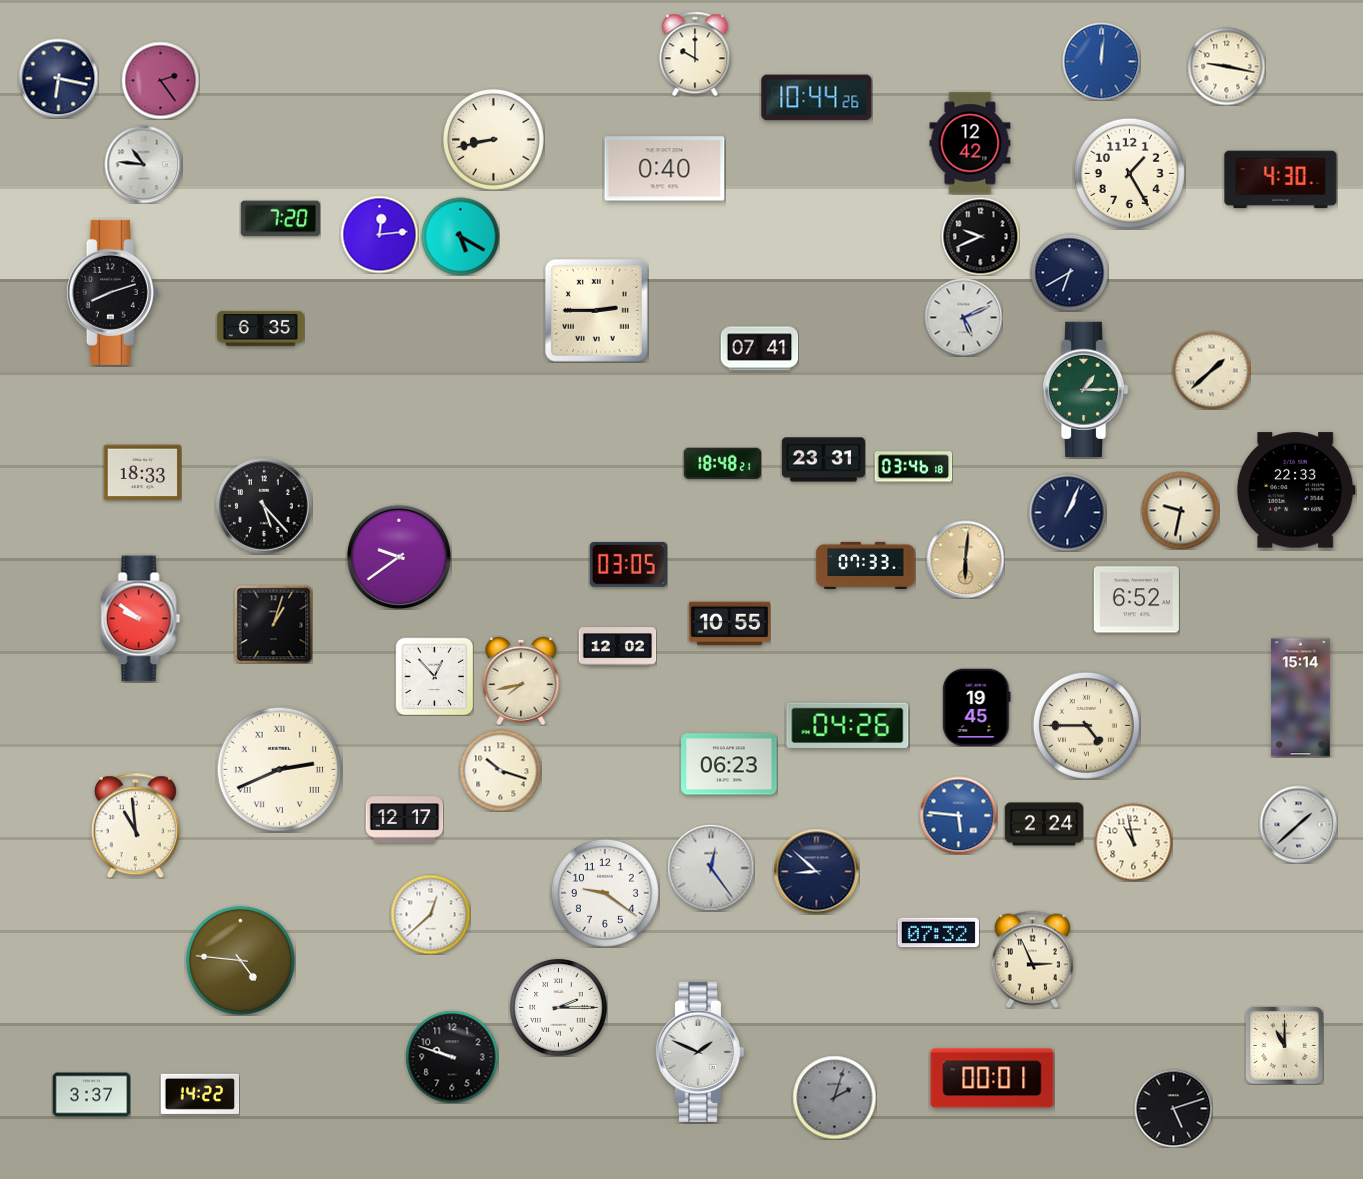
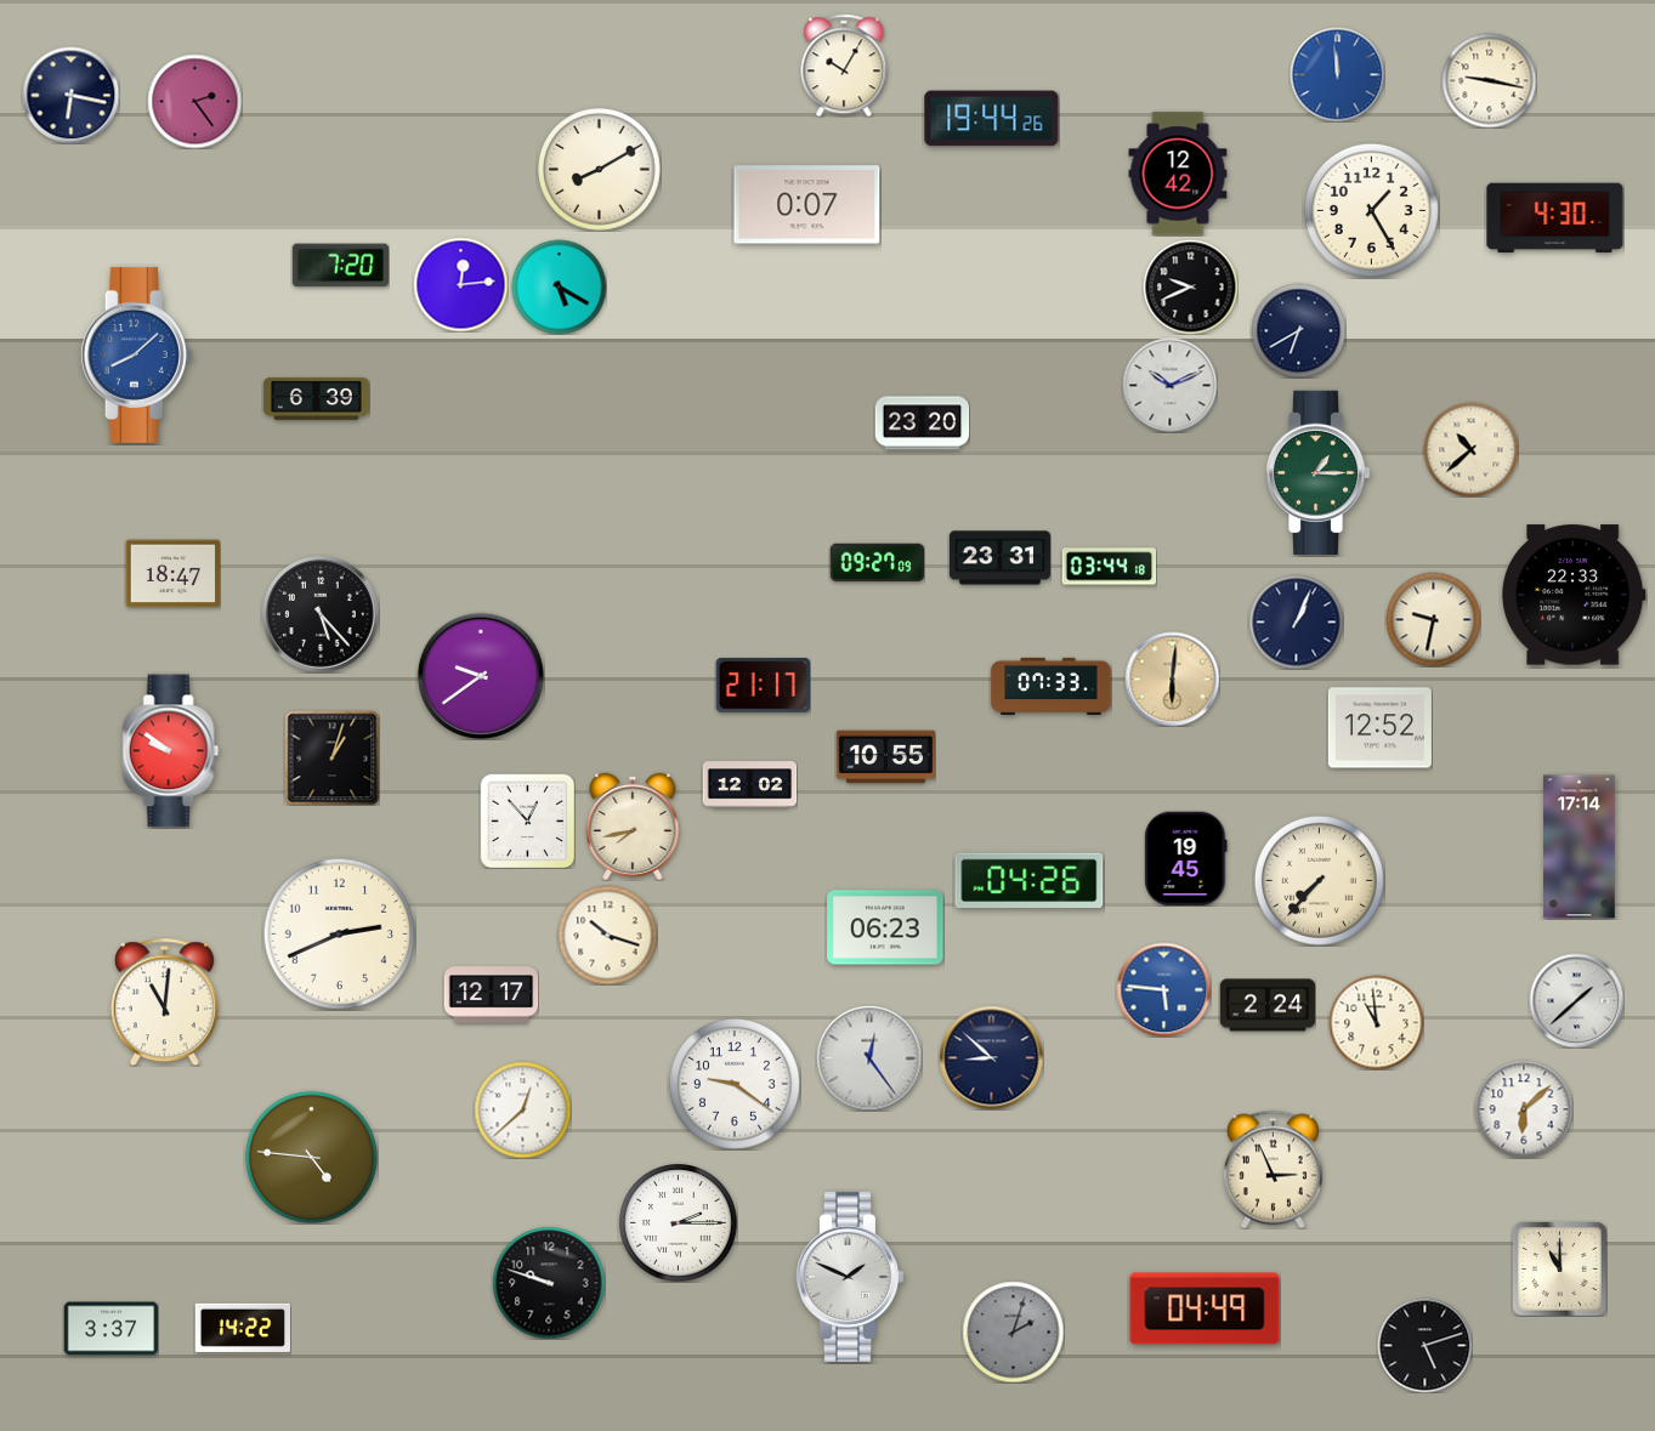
clock at (695, 54): 10:00 -> 10:05
clock at (1101, 61): 12:01 -> 11:59
clock at (160, 80) position: (160, 80) -> (194, 101)
clock at (817, 98): 10:44 -> 19:44
clock at (494, 140): 8:43 -> 8:10
clock at (143, 164): 10:46 -> none
clock at (665, 169): 0:40 -> 0:07
clock at (112, 292): 8:12 -> 8:08
clock at (112, 292) dial: black -> blue
clock at (596, 310): 2:45 -> none
clock at (963, 317): 5:11 -> 10:11
clock at (260, 328): 6:35 -> 6:39
clock at (759, 349): 07:41 -> 23:20
clock at (1211, 370): 1:38 -> 10:38
clock at (722, 464): 18:48 -> 09:27
clock at (913, 467): 03:46 -> 03:44
clock at (142, 473): 18:33 -> 18:47
clock at (399, 557) position: (399, 557) -> (481, 676)
clock at (628, 564): 03:05 -> 21:17
clock at (1136, 600): 6:52 -> 12:52
clock at (1301, 698): 15:14 -> 17:14
clock at (1086, 725): 4:45 -> 7:37
clock at (279, 769) numerals: Roman -> Arabic
clock at (1044, 824) position: (1044, 824) -> (1268, 1005)
clock at (135, 825): 10:59 -> 11:01
clock at (1133, 842): 10:58 -> 10:59
clock at (711, 868) position: (711, 868) -> (869, 1058)
clock at (1524, 1109): none -> 6:08
clock at (938, 933): 07:32 -> none
clock at (1032, 959) position: (1032, 959) -> (1273, 1169)
clock at (240, 960) position: (240, 960) -> (311, 1157)
clock at (992, 1078): 00:01 -> 04:49
